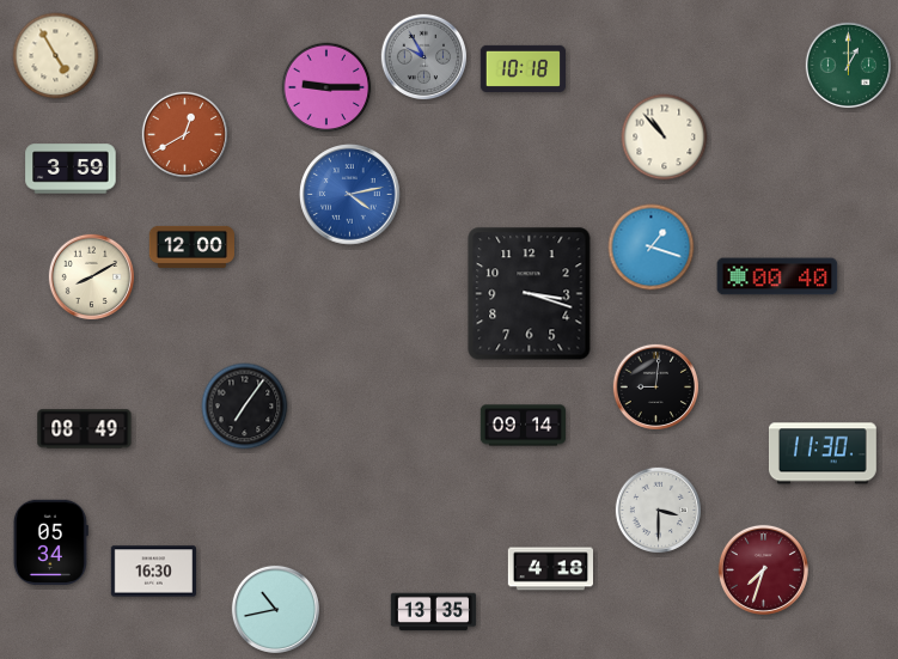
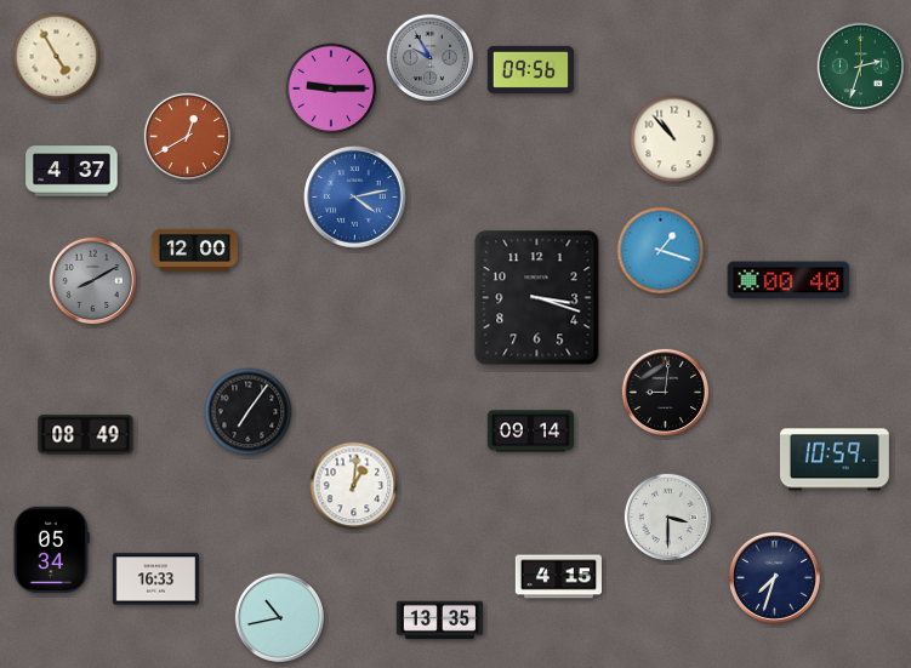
clock at (849, 66): 1:00 -> 2:33
clock at (523, 68): 10:18 -> 09:56
clock at (71, 169): 3:59 -> 4:37
clock at (92, 277) dial: cream -> grey
clock at (823, 453): 11:30 -> 10:59
clock at (354, 486): none -> 1:01
clock at (551, 569): 4:18 -> 4:15
clock at (763, 569) dial: burgundy -> navy
clock at (153, 572): 16:30 -> 16:33
